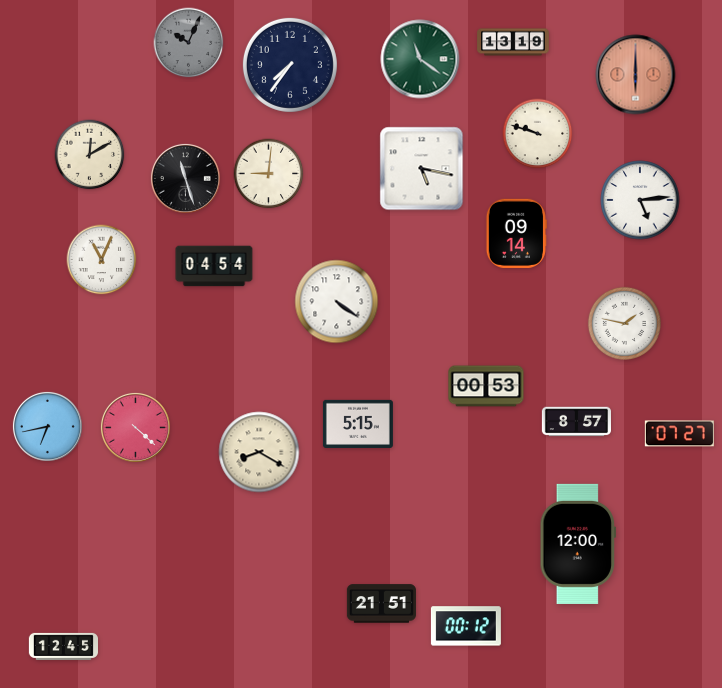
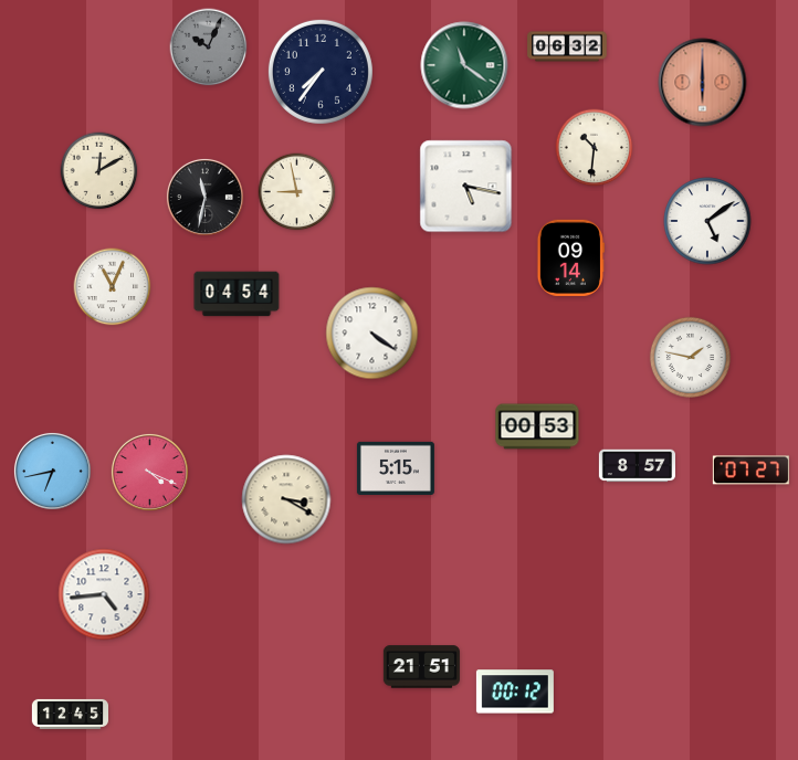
clock at (513, 42): 13:19 -> 06:32
clock at (538, 134): 9:48 -> 10:31
clock at (269, 174): 9:01 -> 8:58
clock at (185, 178): 11:27 -> 11:32
clock at (640, 200): 5:14 -> 5:09
clock at (135, 427): 4:22 -> 4:19
clock at (679, 434) position: (679, 434) -> (750, 471)
clock at (259, 452): 8:20 -> 3:20
clock at (104, 594): none -> 4:44
clock at (578, 544): 12:00 -> none
